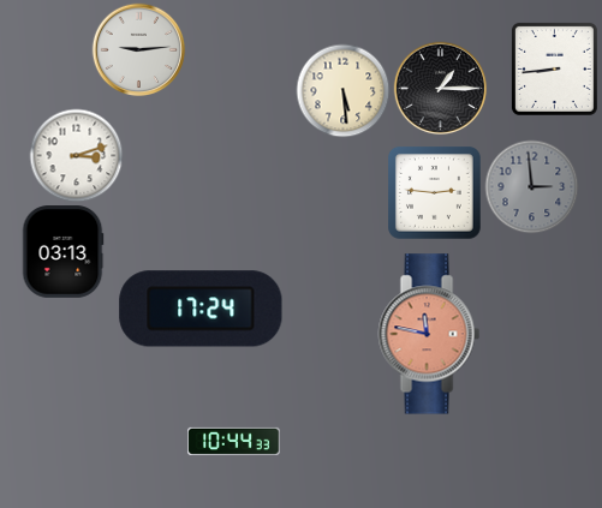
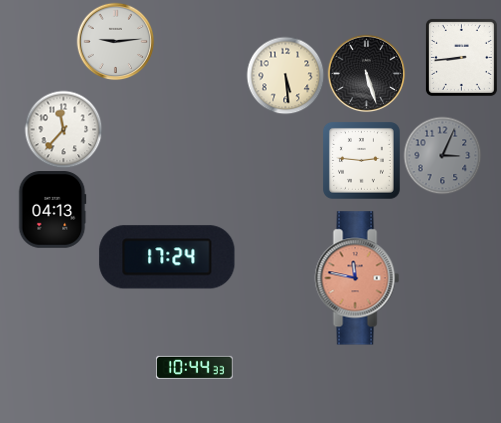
clock at (440, 88): 1:15 -> 5:27
clock at (76, 155): 3:12 -> 11:37
clock at (531, 186): 2:59 -> 3:04
clock at (62, 252): 03:13 -> 04:13
